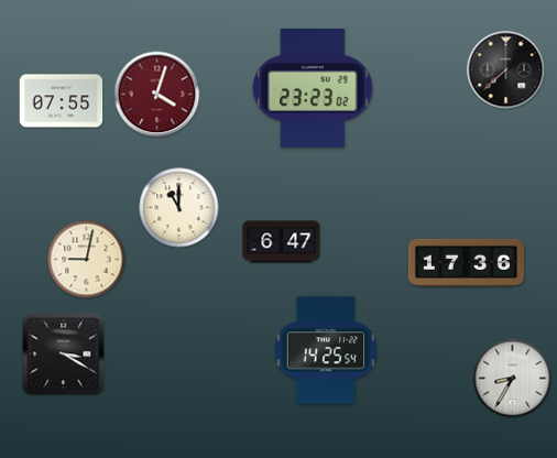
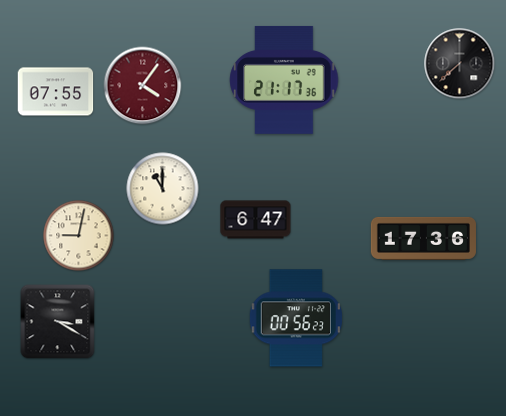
clock at (313, 88): 23:23 -> 21:17
clock at (157, 95): 4:03 -> 4:06
clock at (326, 350): 14:25 -> 00:56
clock at (513, 379): 8:35 -> none
